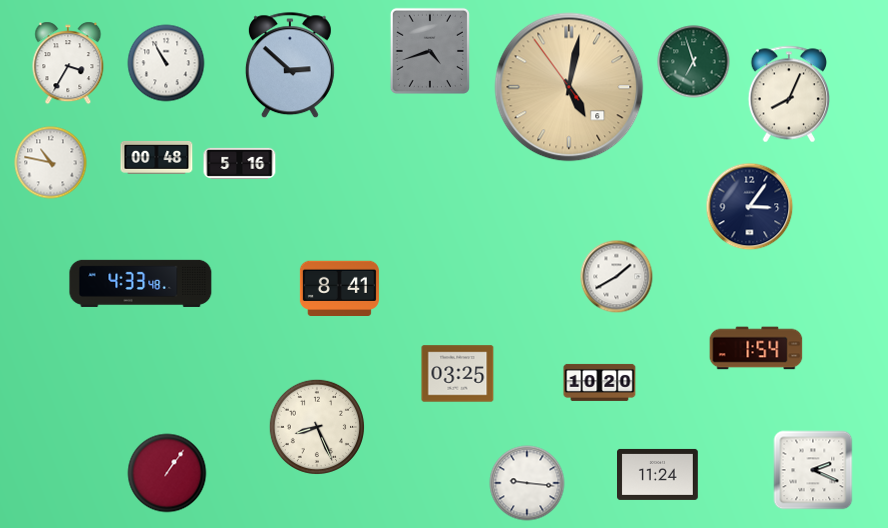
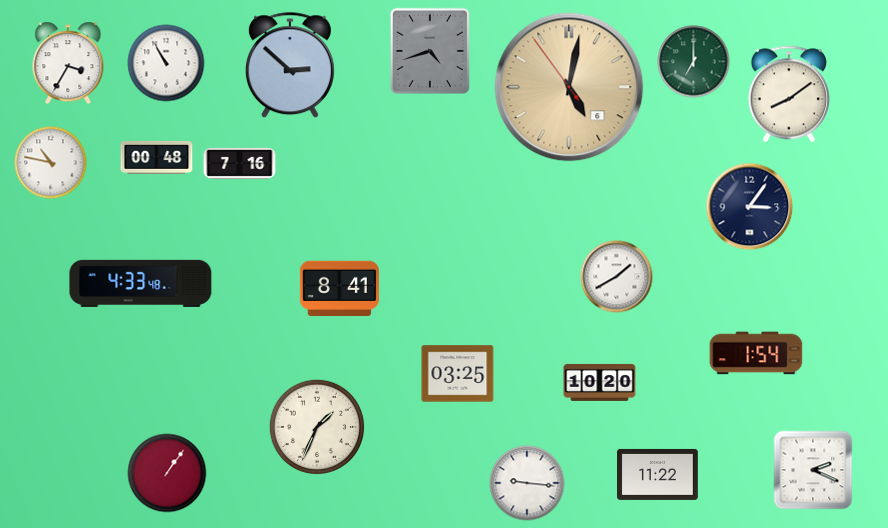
clock at (694, 62): 6:57 -> 7:00
clock at (789, 94): 8:04 -> 8:09
clock at (240, 163): 5:16 -> 7:16
clock at (756, 348) position: (756, 348) -> (756, 353)
clock at (316, 427): 8:26 -> 1:34
clock at (658, 474): 11:24 -> 11:22
